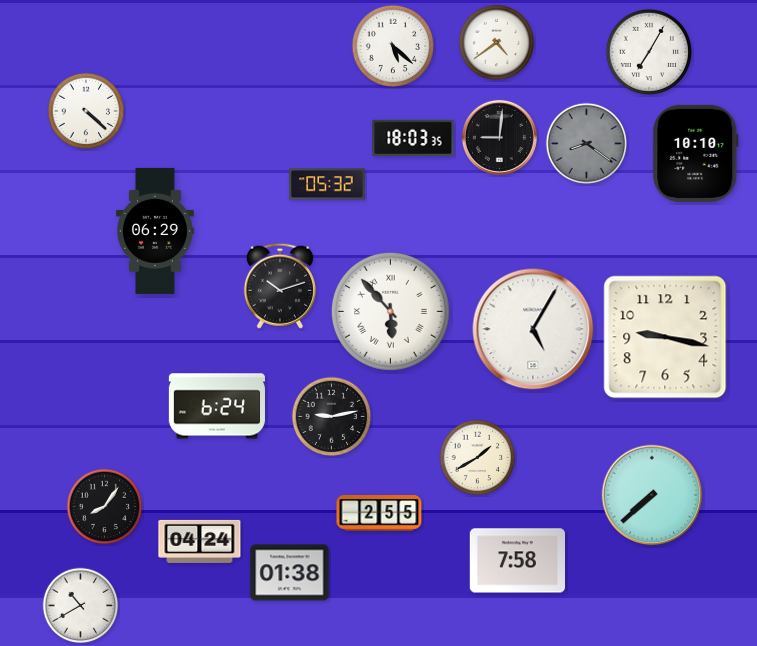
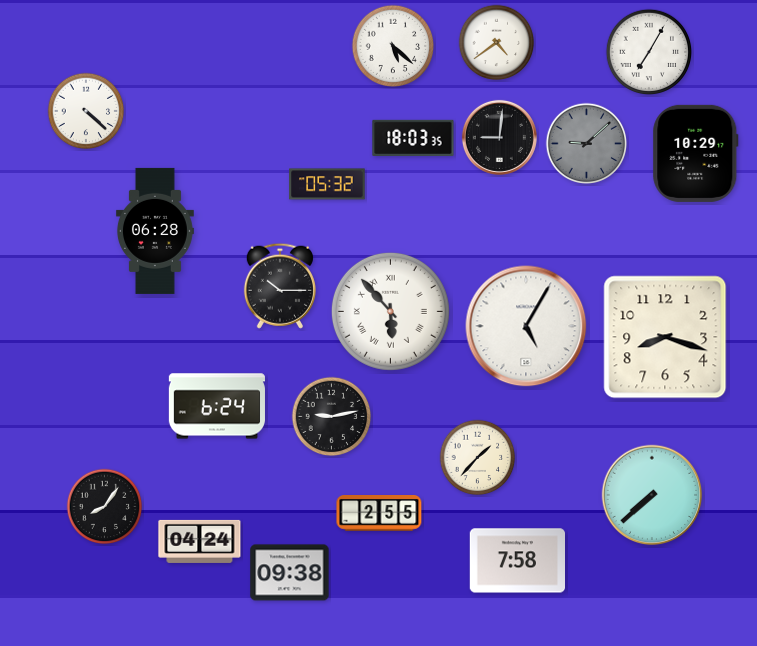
clock at (587, 144): 8:21 -> 9:08
clock at (696, 153): 10:10 -> 10:29
clock at (155, 231): 06:29 -> 06:28
clock at (280, 286): 10:12 -> 10:15
clock at (533, 329) position: (533, 329) -> (526, 326)
clock at (665, 337): 9:17 -> 8:18
clock at (478, 458): 1:40 -> 1:37
clock at (290, 573): 01:38 -> 09:38
clock at (81, 606): 10:40 -> none
